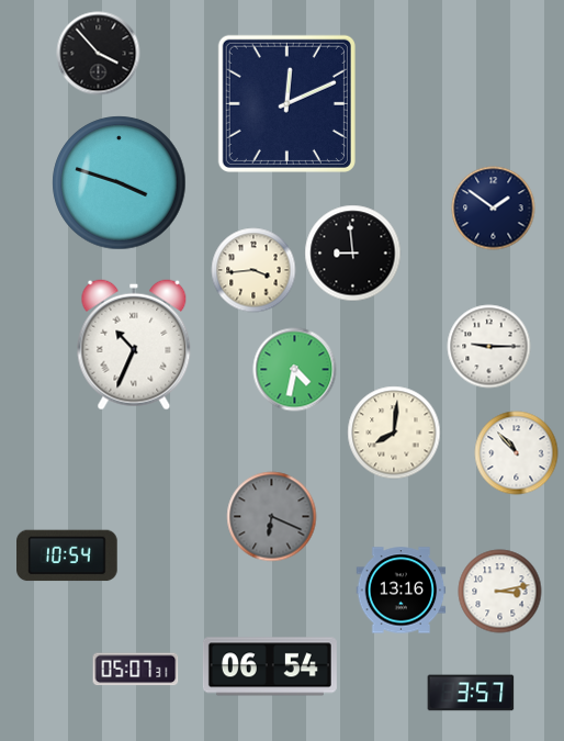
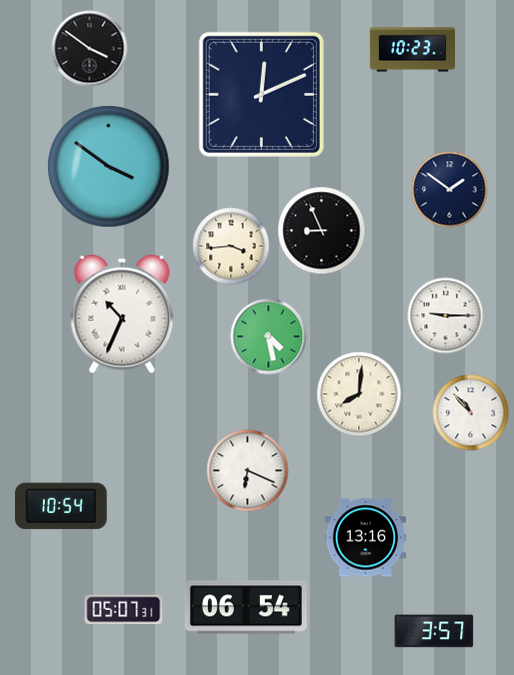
clock at (99, 54): 3:53 -> 3:51
clock at (412, 50): none -> 10:23
clock at (120, 183): 3:48 -> 3:51
clock at (353, 254): 8:59 -> 8:56
clock at (295, 370): 4:32 -> 4:28
clock at (272, 517) dial: grey -> white
clock at (500, 592): 3:13 -> none
clock at (471, 693) position: (471, 693) -> (434, 631)
